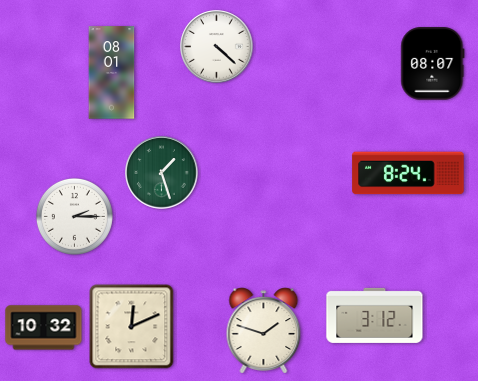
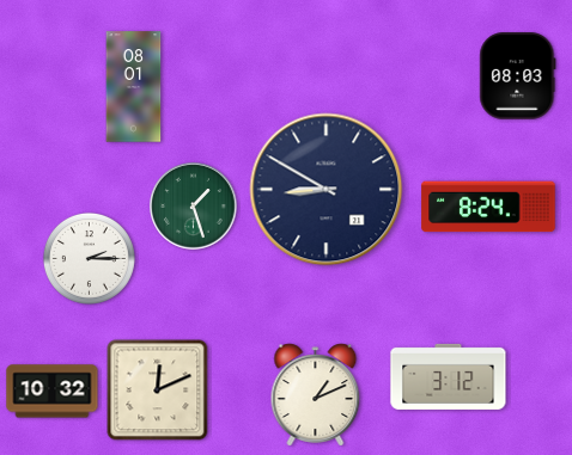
clock at (217, 47): 4:22 -> none
clock at (433, 64): 08:07 -> 08:03
clock at (327, 190): none -> 8:50
clock at (264, 331): 1:48 -> 1:11
